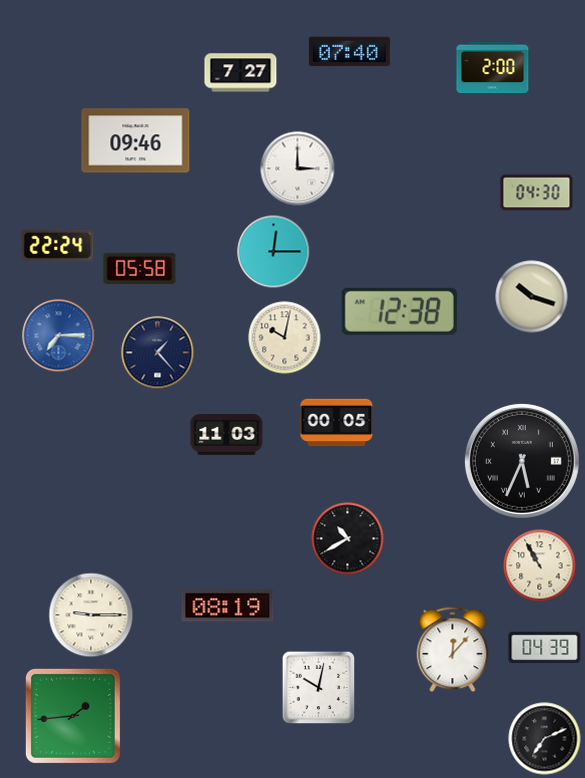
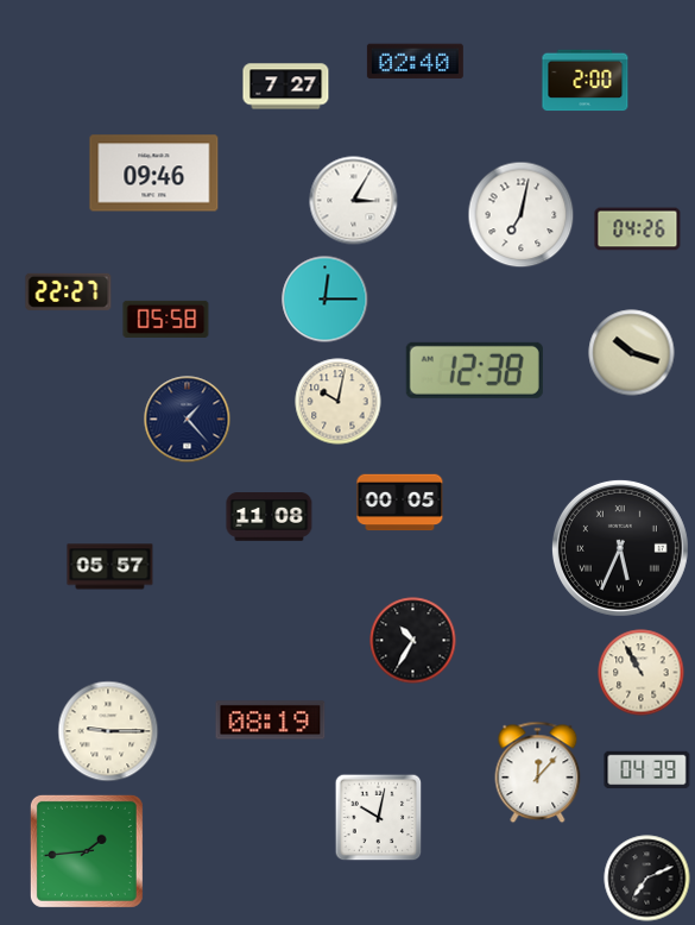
clock at (349, 52): 07:40 -> 02:40
clock at (136, 141) position: (136, 141) -> (154, 174)
clock at (298, 169): 3:00 -> 3:05
clock at (522, 215): none -> 7:02
clock at (537, 193): 04:30 -> 04:26
clock at (58, 245): 22:24 -> 22:27
clock at (59, 336): 7:15 -> none
clock at (227, 435): 11:03 -> 11:08
clock at (110, 567): none -> 05:57
clock at (348, 539): 10:40 -> 10:35
